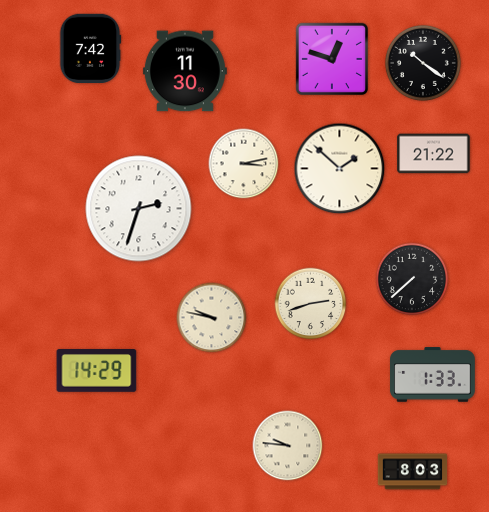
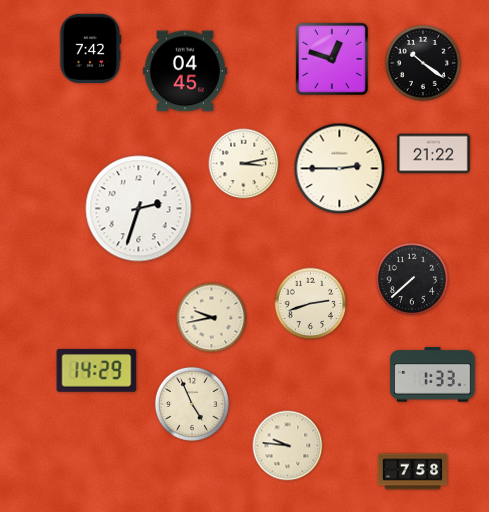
clock at (185, 71): 11:30 -> 04:45
clock at (340, 169): 1:52 -> 2:45
clock at (212, 318): 9:47 -> 9:43
clock at (192, 404): none -> 4:56
clock at (413, 472): 8:03 -> 7:58
